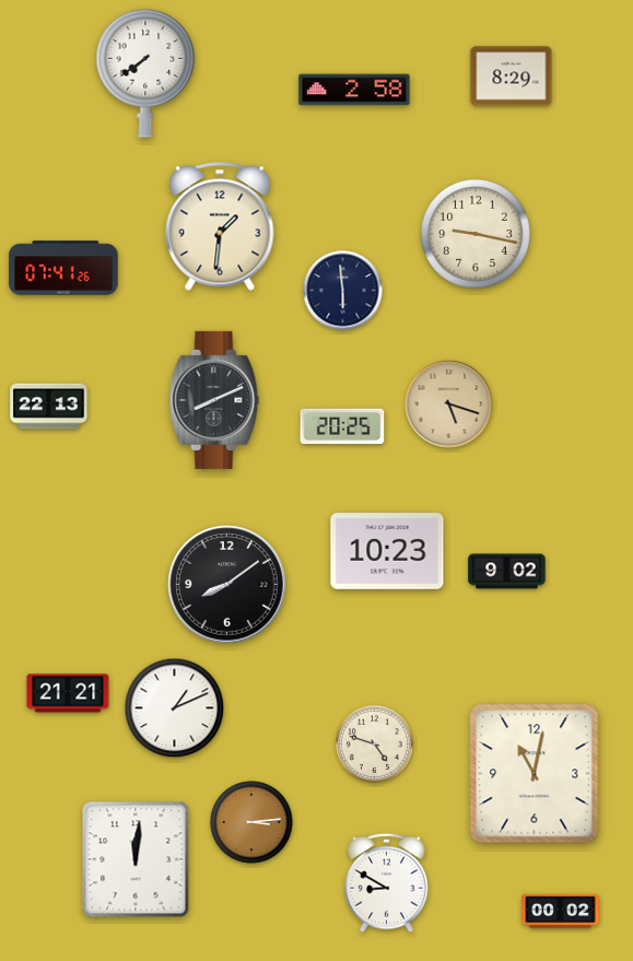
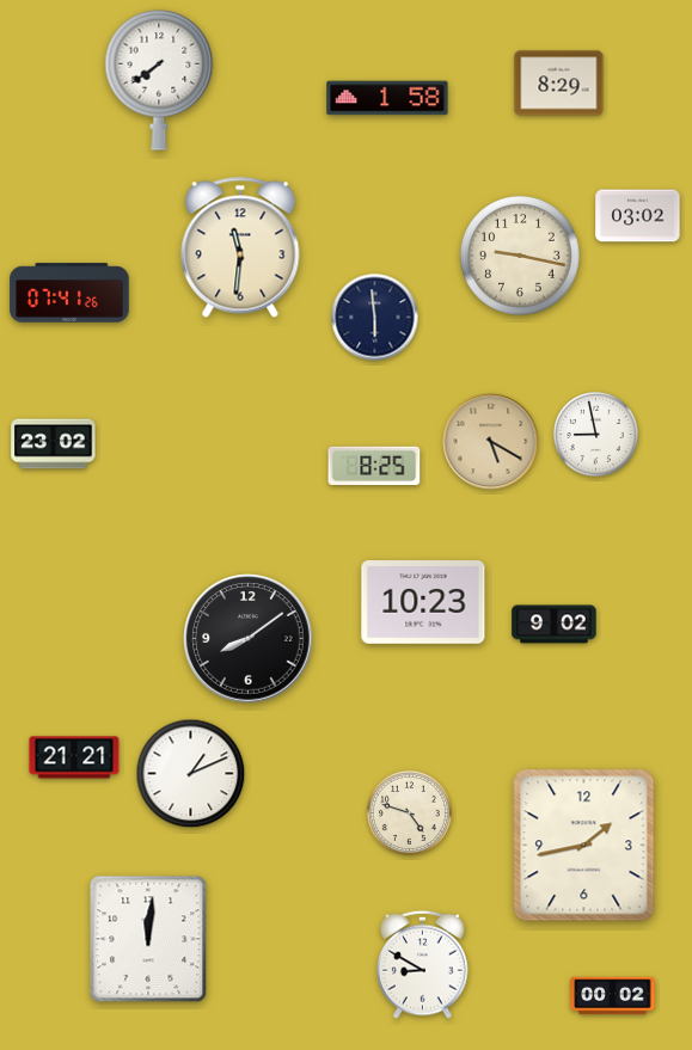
clock at (354, 90): 2:58 -> 1:58
clock at (638, 216): none -> 03:02
clock at (220, 226): 1:31 -> 11:31
clock at (595, 434): none -> 8:58
clock at (214, 400): 8:11 -> none
clock at (449, 405): 5:18 -> 5:20
clock at (49, 407): 22:13 -> 23:02
clock at (342, 425): 20:25 -> 8:25
clock at (535, 774): 11:02 -> 1:43
clock at (251, 822): 3:14 -> none
